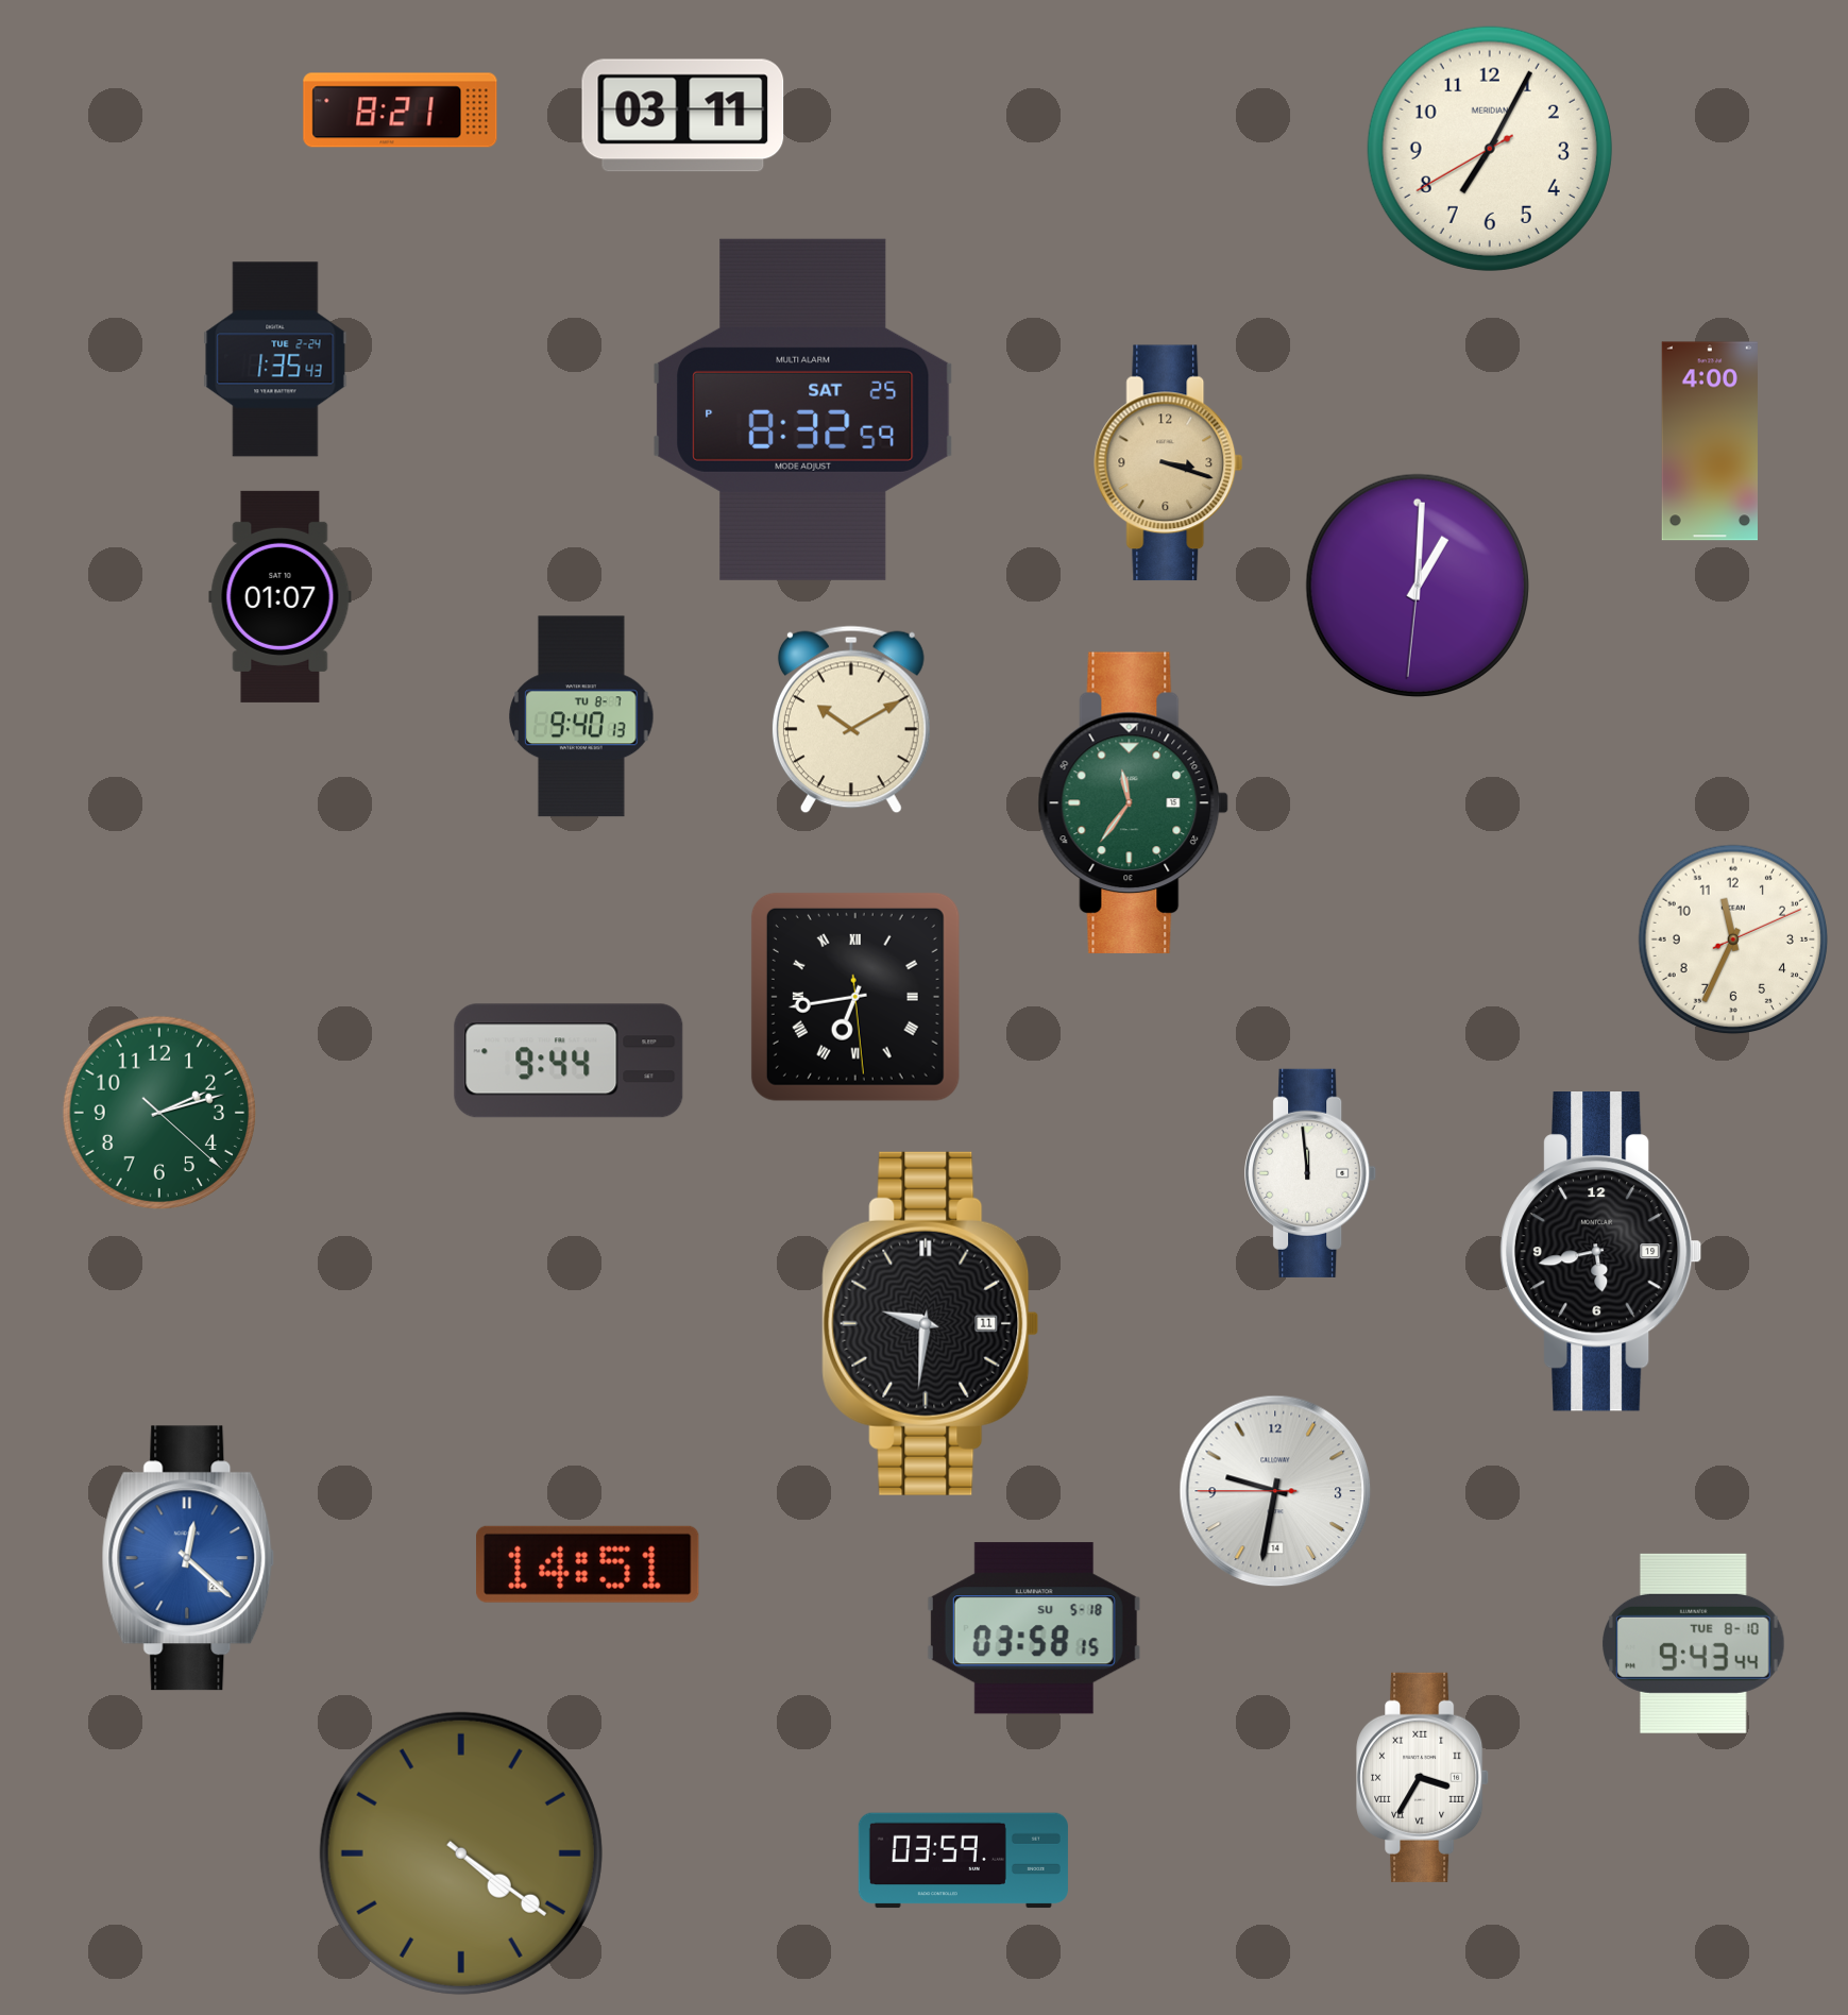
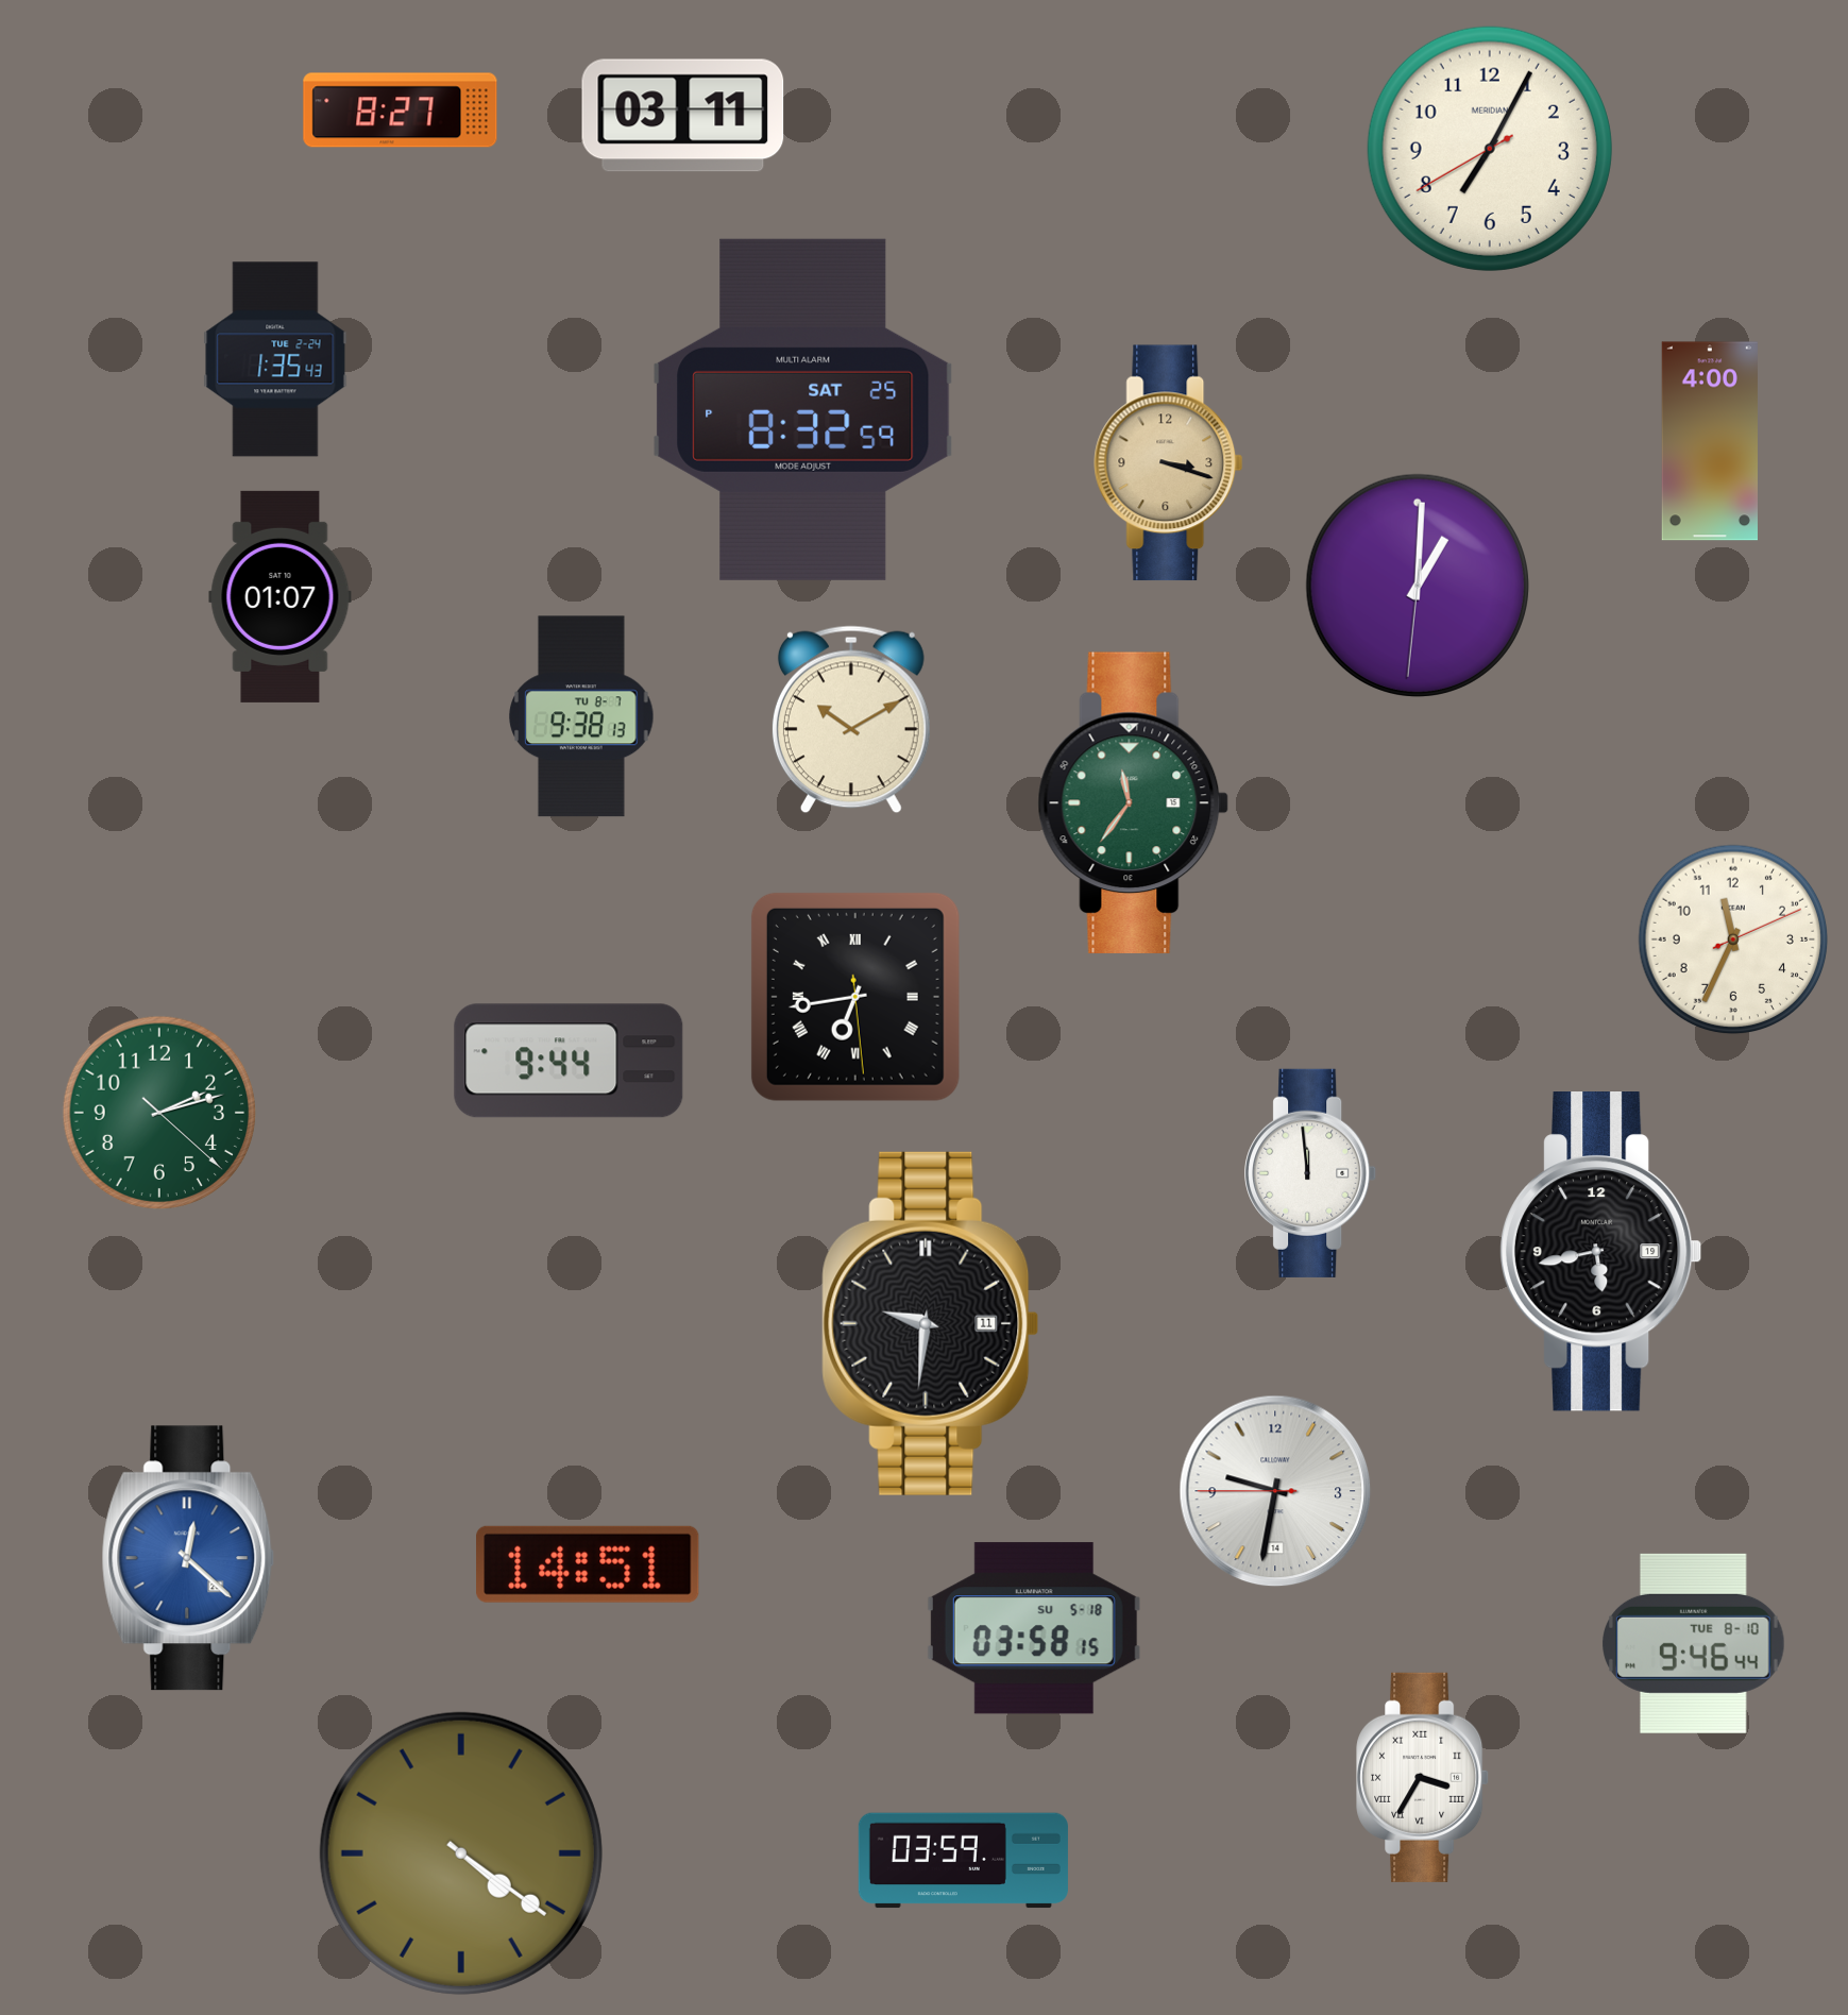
clock at (401, 111): 8:21 -> 8:27
clock at (581, 716): 9:40 -> 9:38
clock at (1694, 1643): 9:43 -> 9:46
